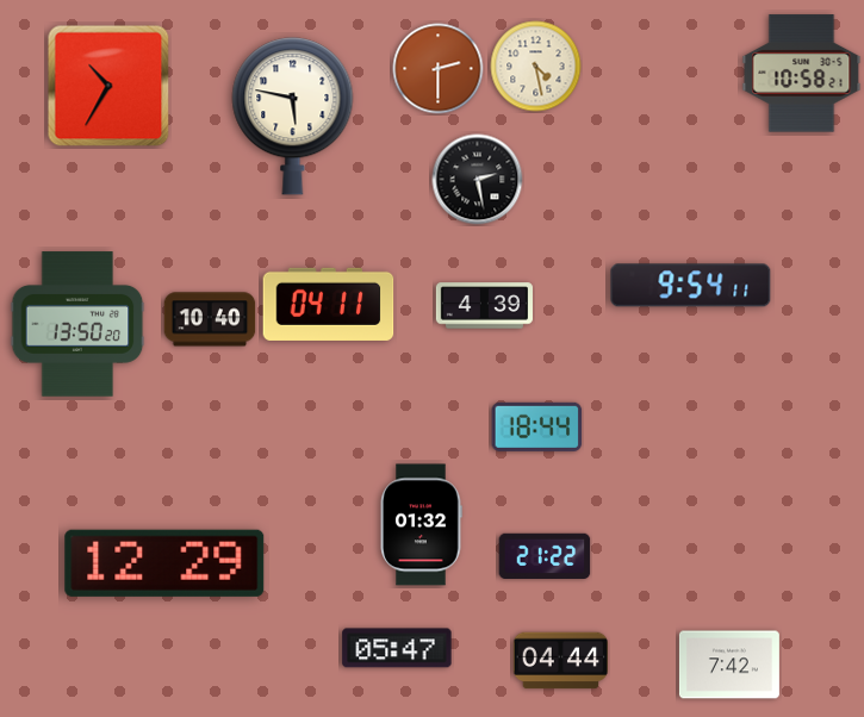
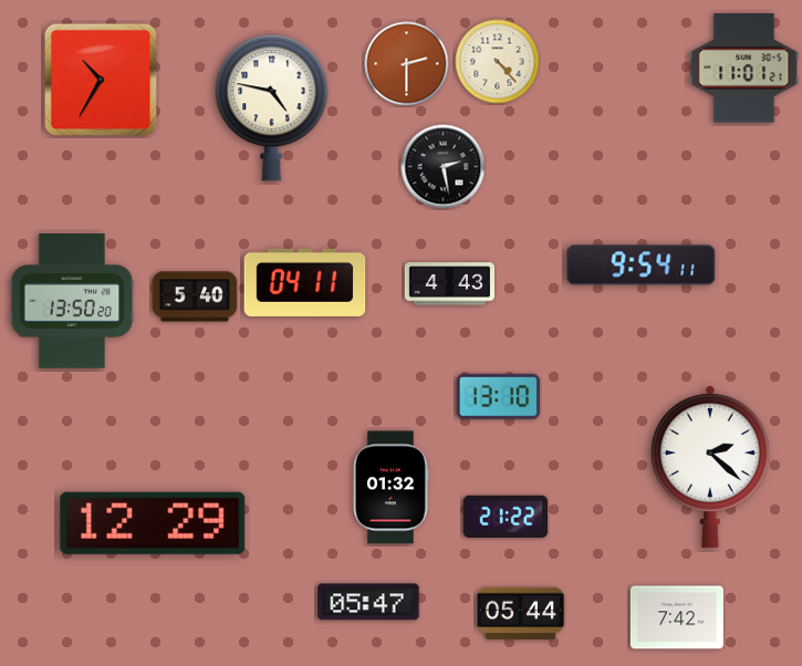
clock at (536, 67): 4:28 -> 4:23
clock at (802, 74): 10:58 -> 11:01
clock at (293, 117): 5:47 -> 4:47
clock at (484, 306): 4:39 -> 4:43
clock at (210, 319): 10:40 -> 5:40
clock at (537, 426): 18:44 -> 13:10
clock at (710, 467): none -> 2:22
clock at (561, 661): 04:44 -> 05:44
